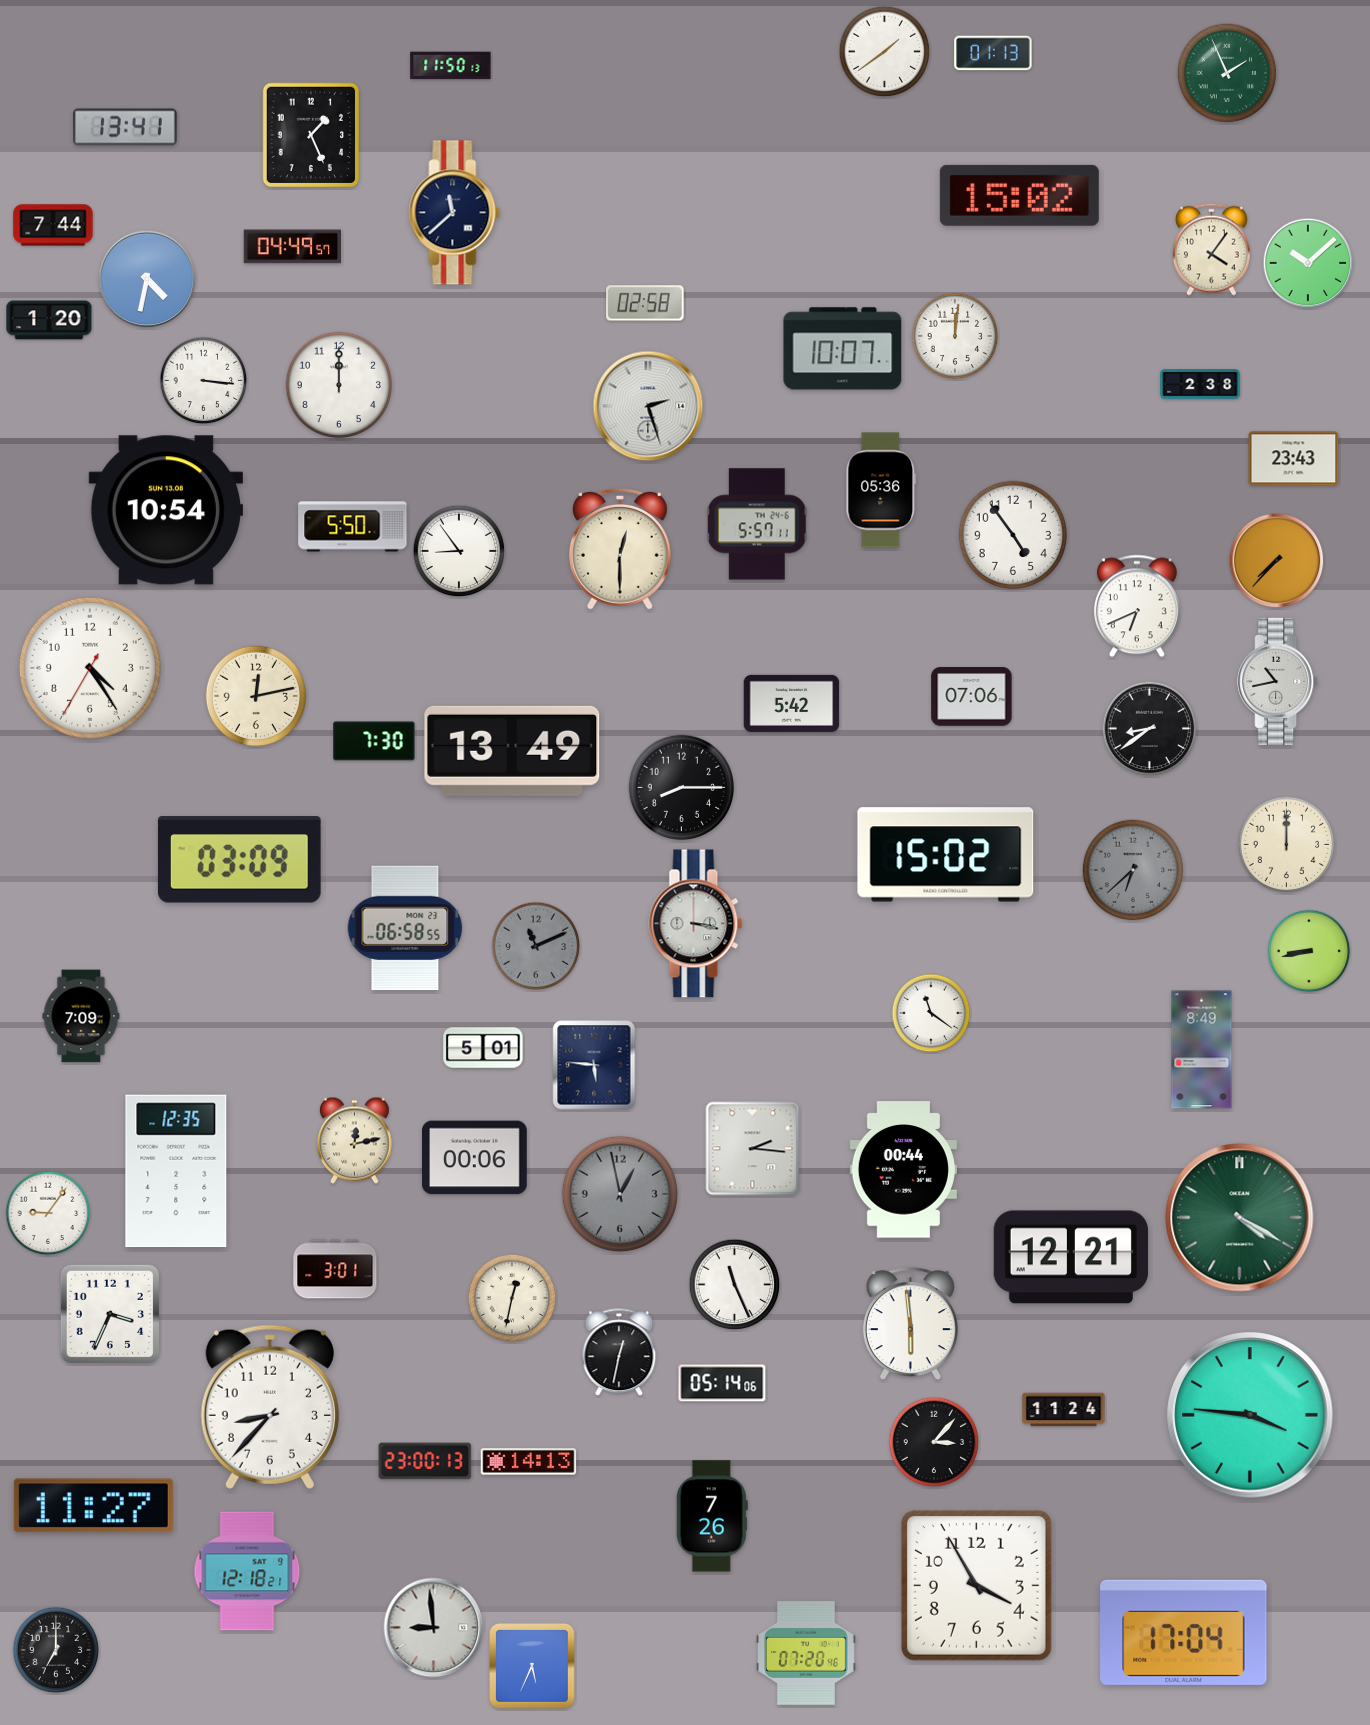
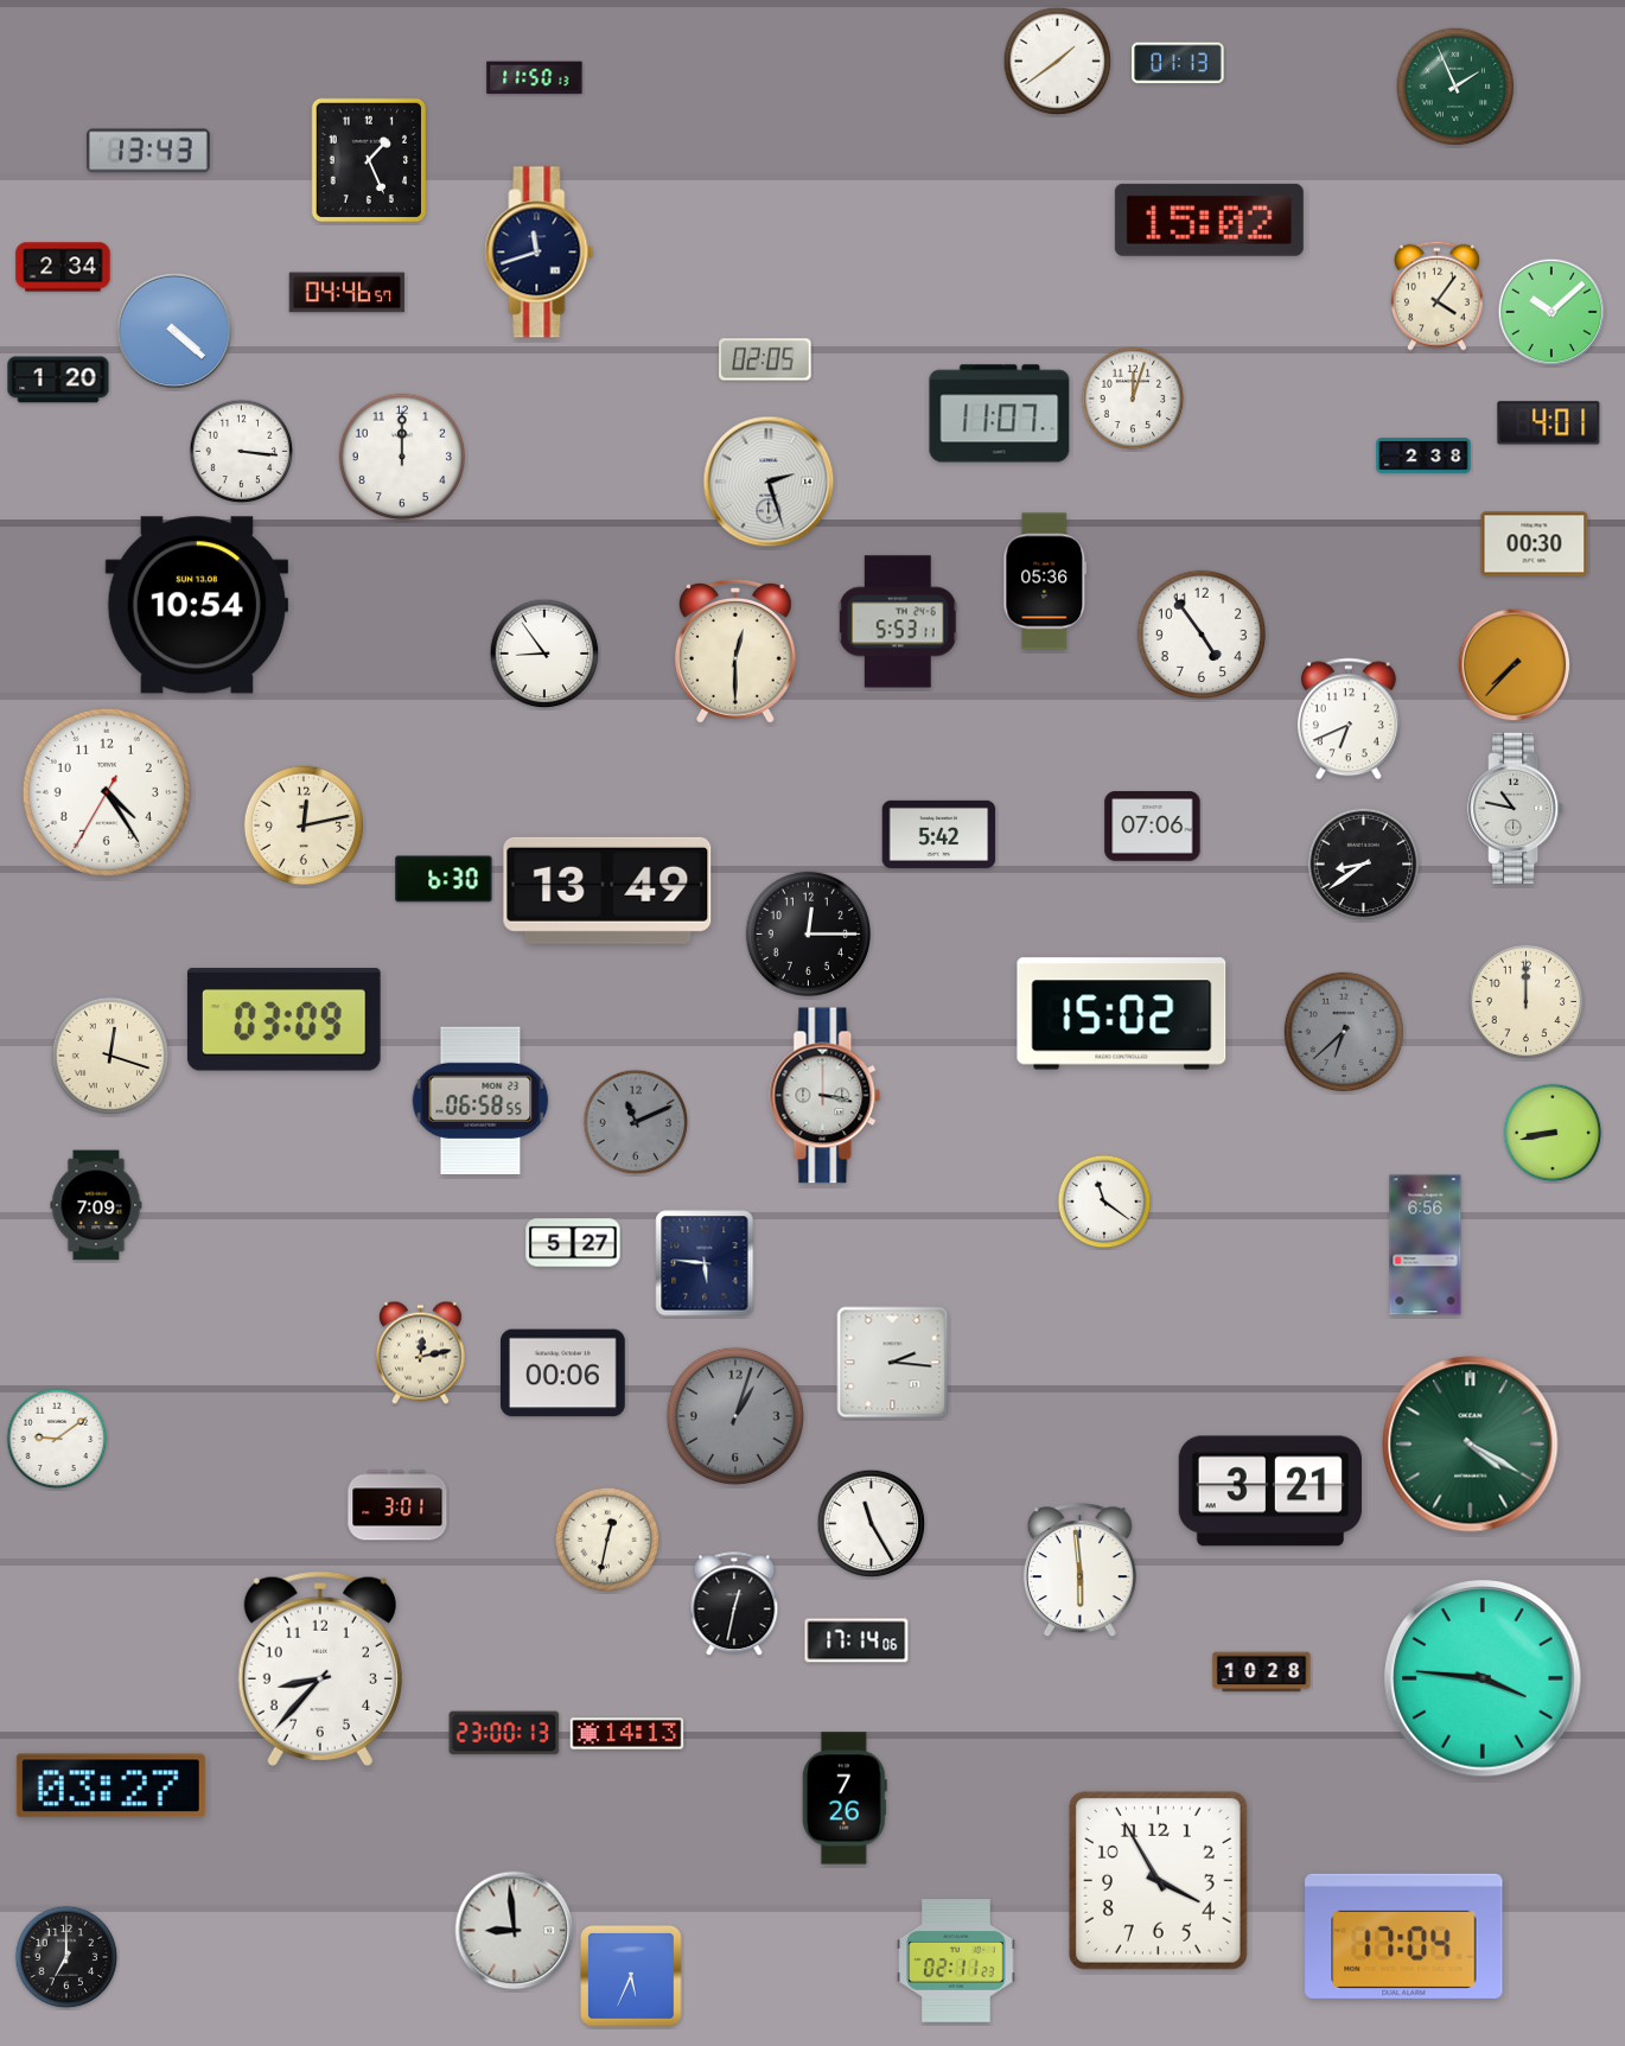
clock at (885, 52) position: (885, 52) -> (1058, 62)
clock at (126, 127): 13:41 -> 13:43
clock at (1019, 195) position: (1019, 195) -> (1209, 219)
clock at (455, 213): 11:38 -> 11:42
clock at (53, 225): 7:44 -> 2:34
clock at (292, 247): 04:49 -> 04:46
clock at (147, 279): 4:32 -> 4:22
clock at (645, 303): 02:58 -> 02:05
clock at (955, 336): 12:01 -> 12:03
clock at (843, 349): 10:07 -> 11:07
clock at (1549, 423): none -> 4:01
clock at (1294, 459): 23:43 -> 00:30
clock at (757, 524): 5:57 -> 5:53
clock at (353, 527): 5:50 -> none
clock at (1278, 681): 10:43 -> 10:47
clock at (374, 741): 7:30 -> 6:30
clock at (681, 787): 8:15 -> 12:15
clock at (110, 1056): none -> 12:18
clock at (1309, 951) position: (1309, 951) -> (1553, 1133)
clock at (483, 1048): 5:01 -> 5:27
clock at (1202, 1050): 8:49 -> 6:56
clock at (903, 1170): 00:44 -> none
clock at (176, 1171): 12:35 -> none
clock at (620, 1194): 12:58 -> 1:03
clock at (48, 1213): 9:06 -> 9:09
clock at (1070, 1257): 12:21 -> 3:21
clock at (735, 1285): 11:26 -> 11:25
clock at (110, 1314): 3:34 -> none
clock at (722, 1383): 05:14 -> 17:14
clock at (1064, 1410): 11:24 -> 10:28
clock at (934, 1442): 3:07 -> none
clock at (93, 1506): 11:27 -> 03:27
clock at (247, 1571): 12:18 -> none
clock at (806, 1654): 07:20 -> 02:11
